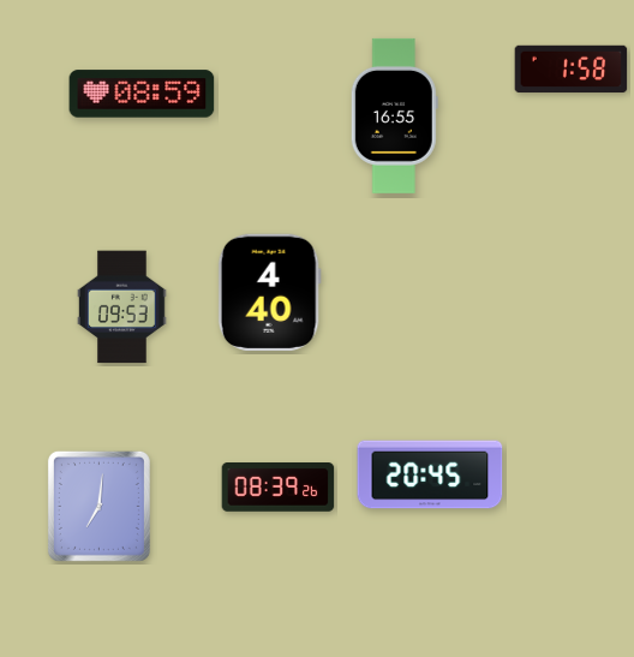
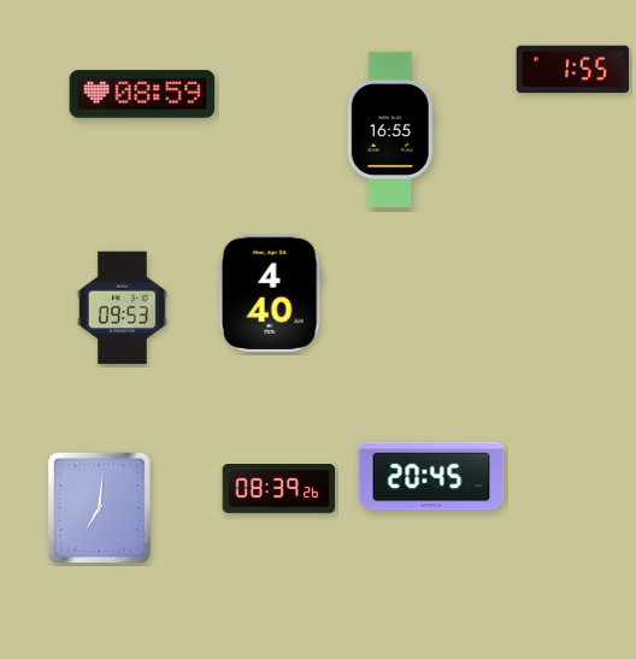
clock at (572, 70): 1:58 -> 1:55
clock at (394, 115) position: (394, 115) -> (390, 129)
